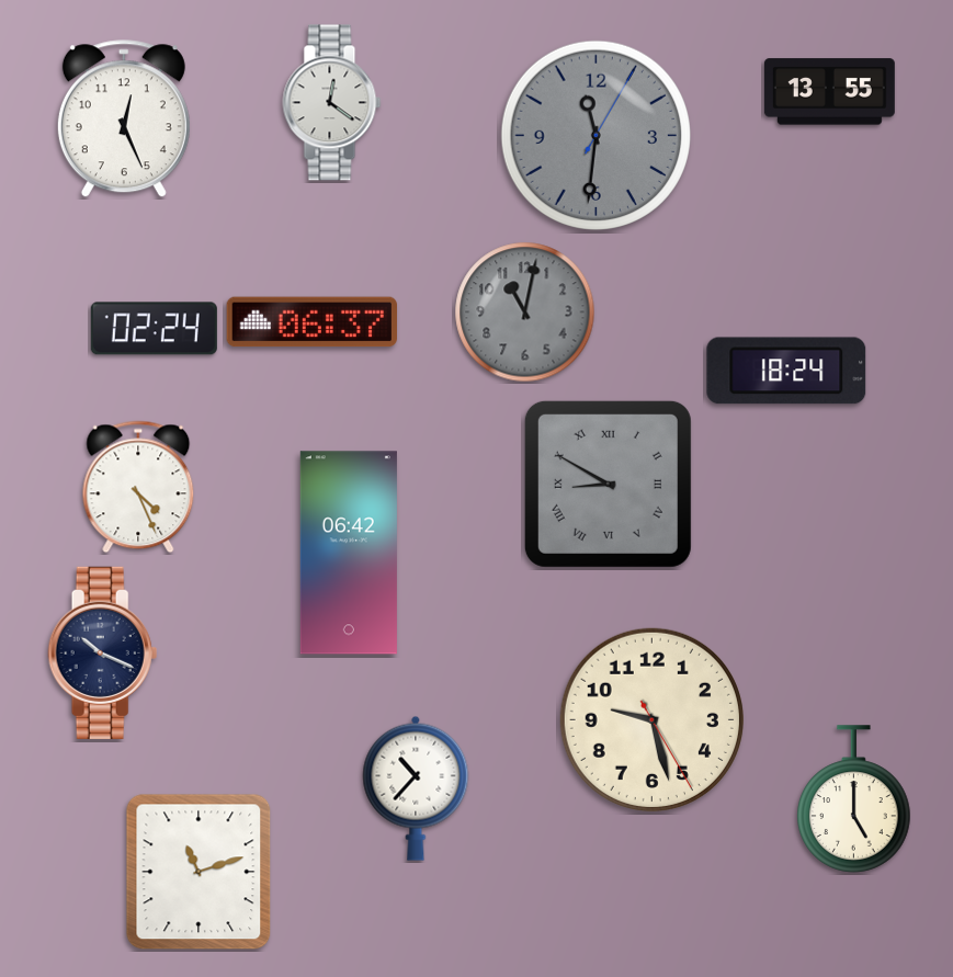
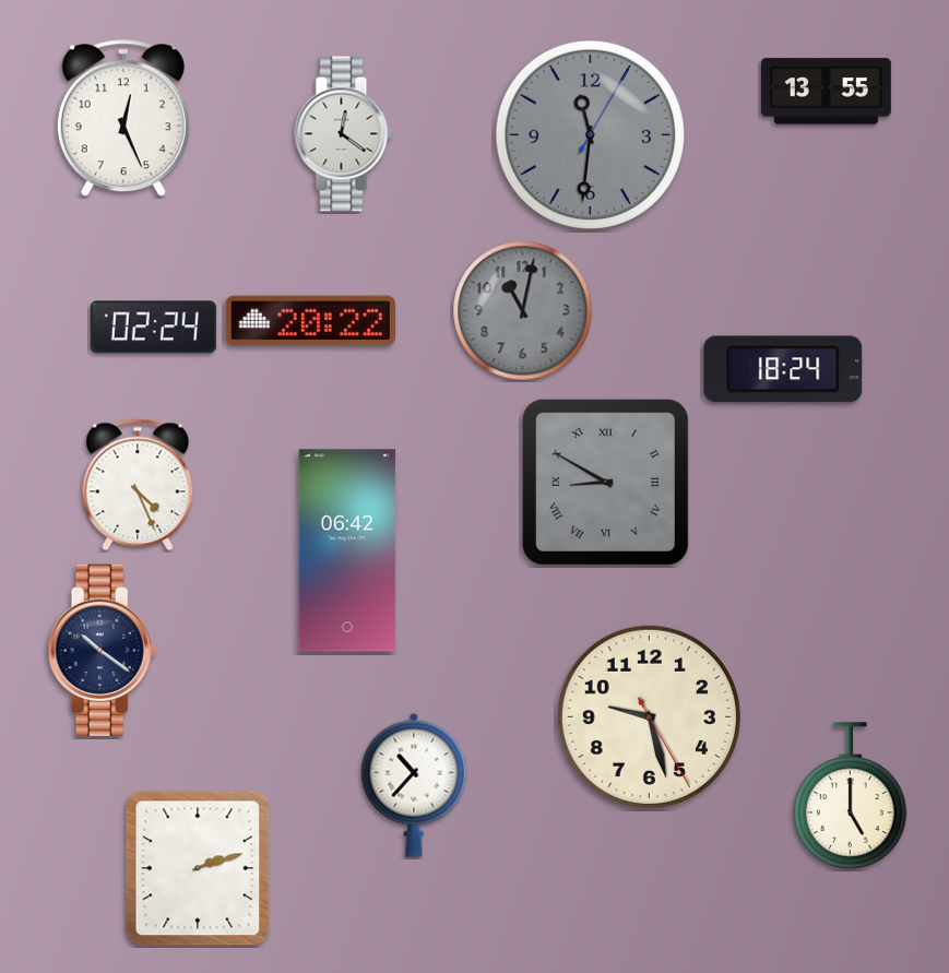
clock at (332, 103) position: (332, 103) -> (344, 134)
clock at (595, 135) position: (595, 135) -> (590, 134)
clock at (313, 322): 06:37 -> 20:22
clock at (103, 652): 10:19 -> 10:21
clock at (198, 872): 11:12 -> 2:12
